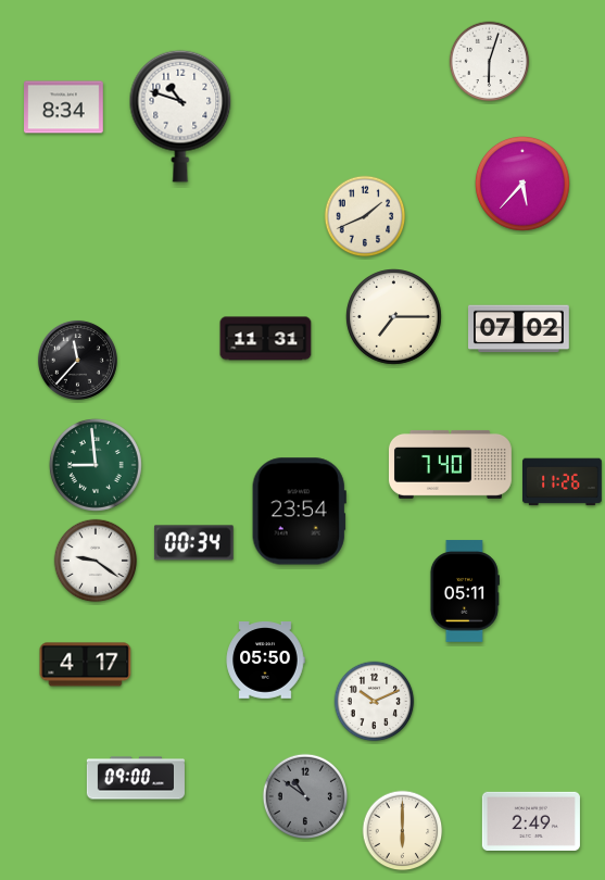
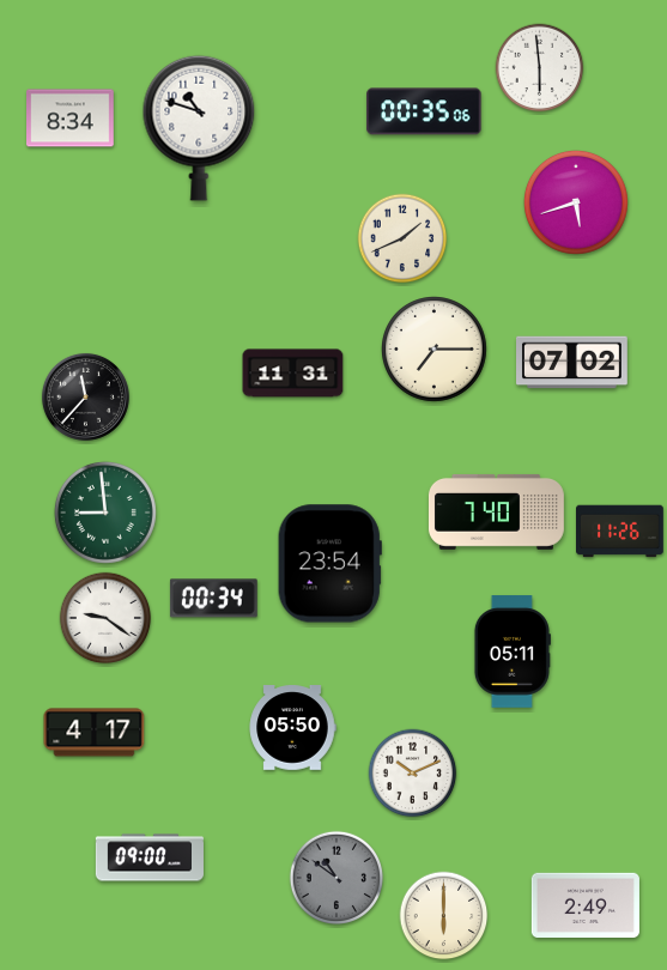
clock at (490, 62): 6:03 -> 5:59
clock at (424, 111): none -> 00:35
clock at (524, 185): 5:37 -> 5:42
